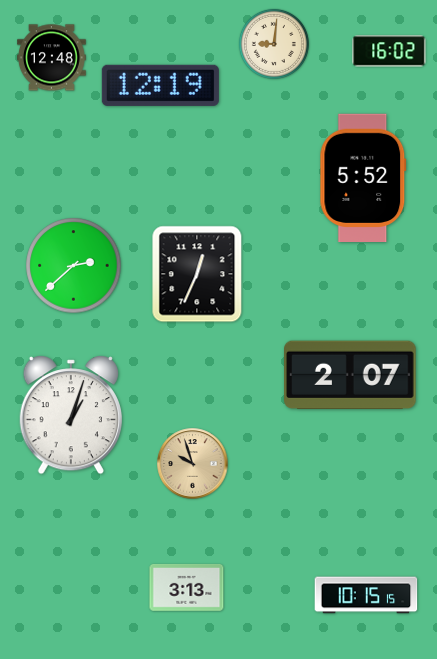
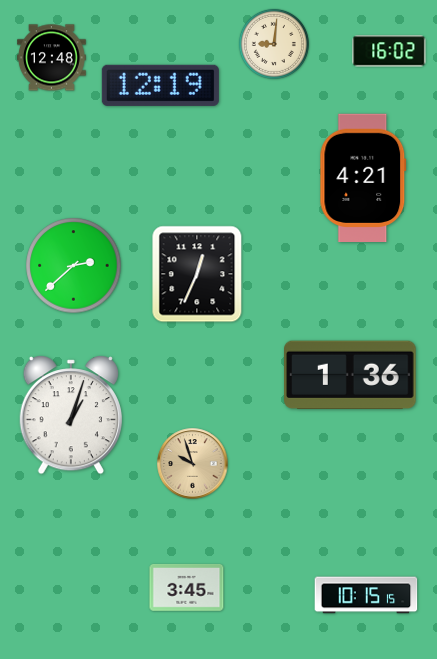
clock at (363, 177): 5:52 -> 4:21
clock at (351, 375): 2:07 -> 1:36
clock at (187, 587): 3:13 -> 3:45
